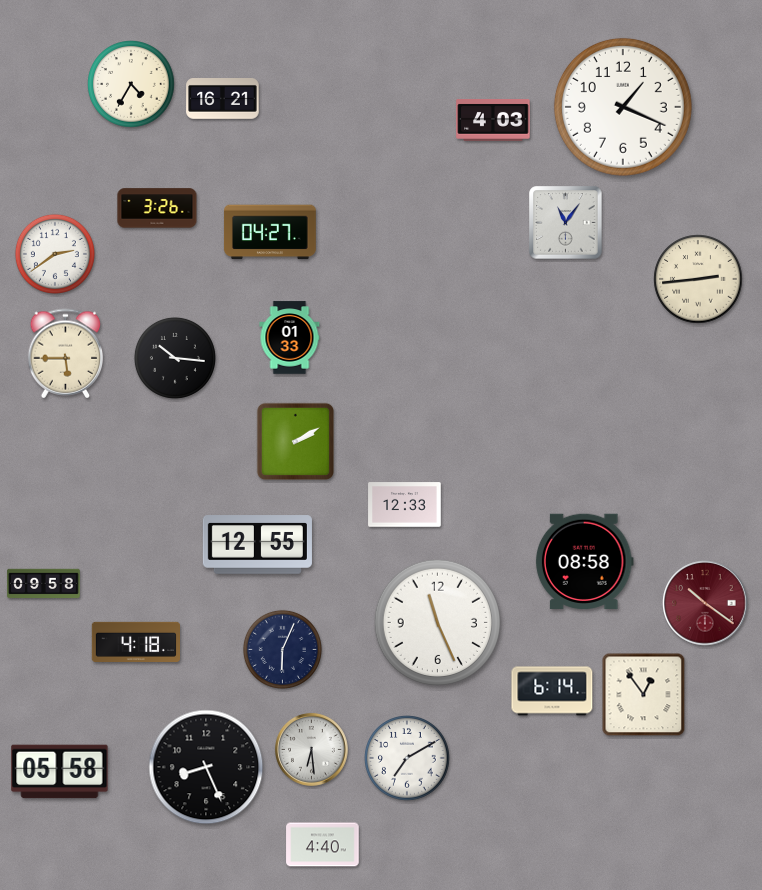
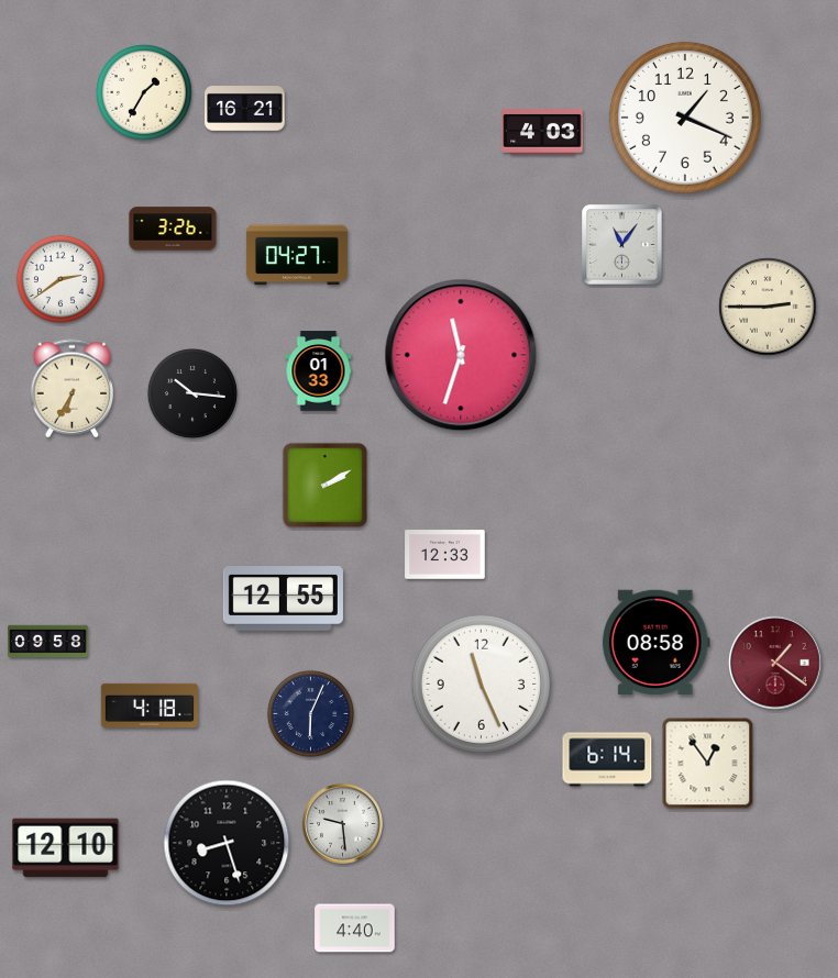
clock at (131, 84): 4:35 -> 1:35
clock at (698, 279): 2:44 -> 2:45
clock at (461, 355): none -> 11:33
clock at (66, 354): 5:45 -> 6:35
clock at (584, 561) position: (584, 561) -> (655, 642)
clock at (705, 603): 10:21 -> 1:21
clock at (311, 749): 6:29 -> 9:29
clock at (408, 759): 7:10 -> none
clock at (206, 767): 8:26 -> 8:27
clock at (60, 772): 05:58 -> 12:10
